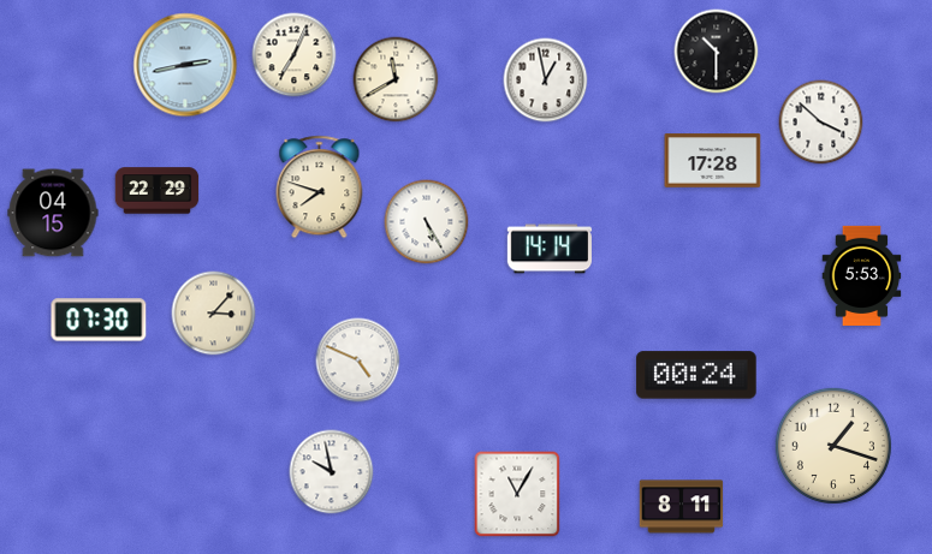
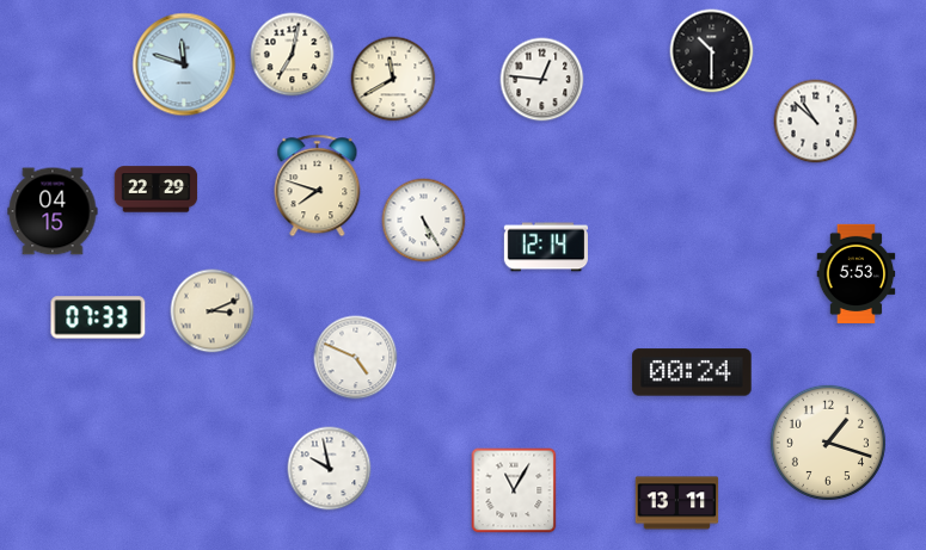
clock at (295, 55): 7:04 -> 7:02
clock at (185, 65): 2:43 -> 11:48
clock at (546, 81): 12:58 -> 12:46
clock at (821, 123): 3:52 -> 10:52
clock at (713, 161): 17:28 -> none
clock at (548, 249): 14:14 -> 12:14
clock at (214, 314): 3:07 -> 3:11
clock at (99, 320): 07:30 -> 07:33
clock at (682, 507): 8:11 -> 13:11
